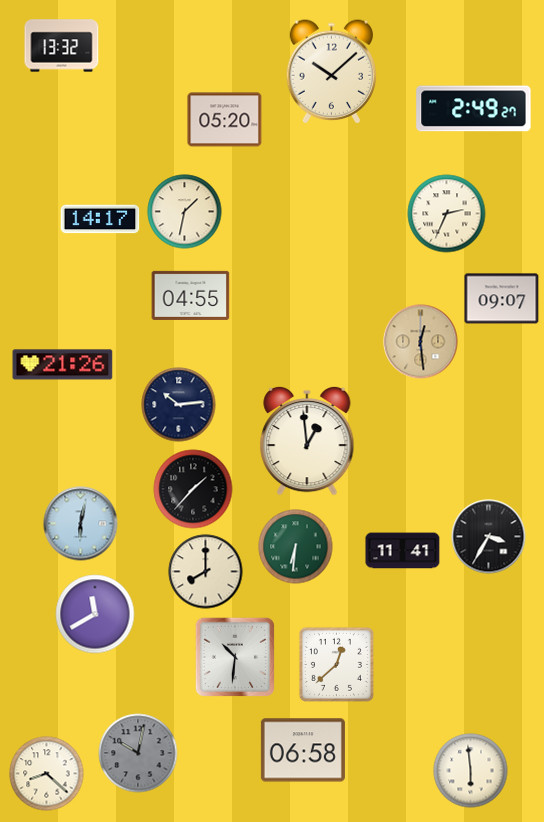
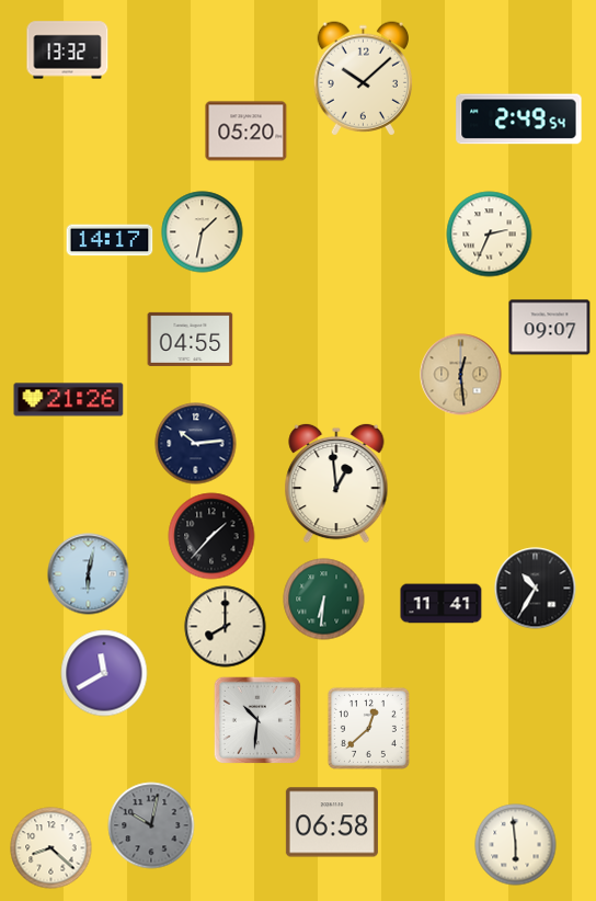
clock at (474, 109): 2:49:27 -> 2:49:54
clock at (191, 295) position: (191, 295) -> (191, 339)
clock at (489, 537): 3:35 -> 10:35
